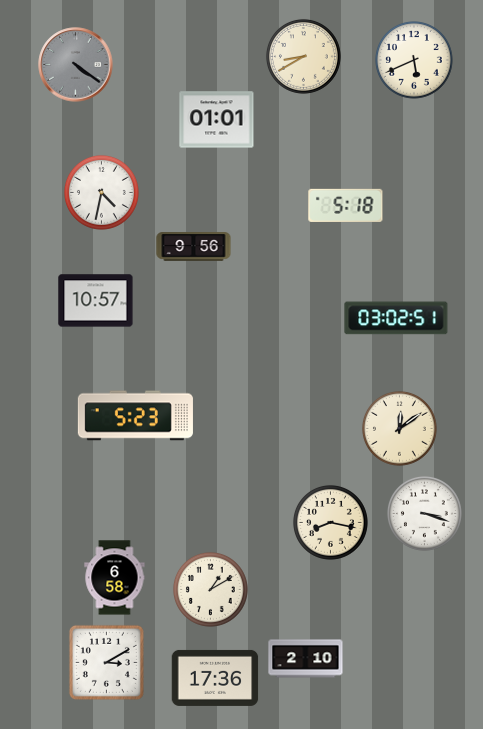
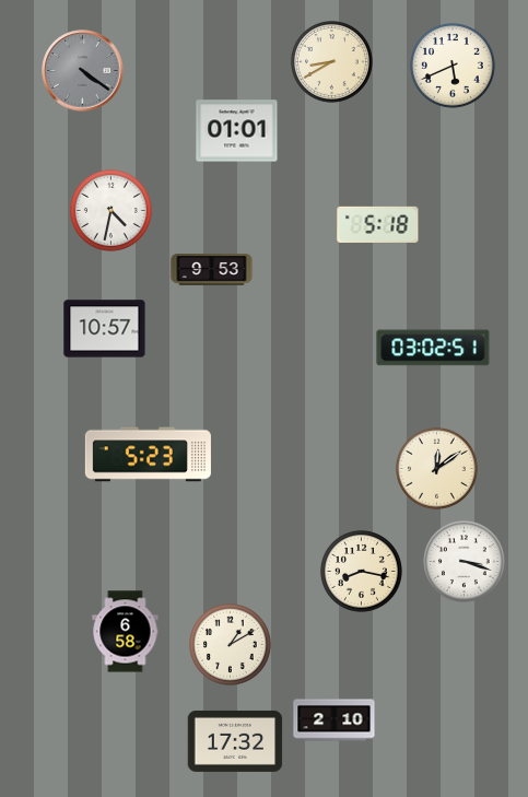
clock at (194, 247): 9:56 -> 9:53
clock at (106, 662): 3:10 -> none
clock at (215, 678): 17:36 -> 17:32
